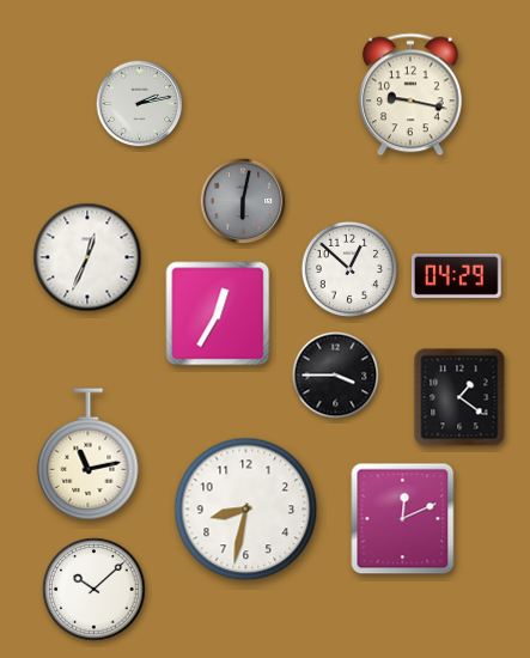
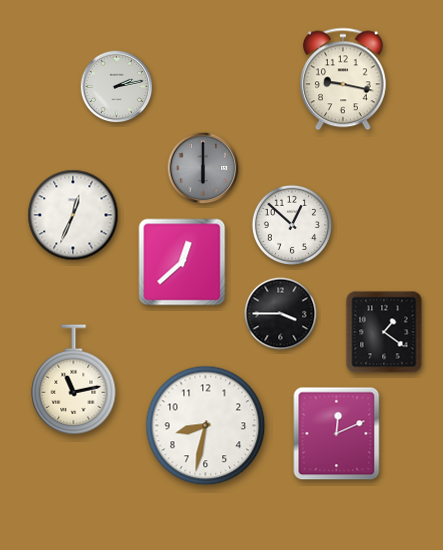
clock at (243, 201): 6:02 -> 6:00
clock at (456, 275): 04:29 -> none
clock at (218, 313): 12:35 -> 12:38
clock at (95, 590): 10:08 -> none
